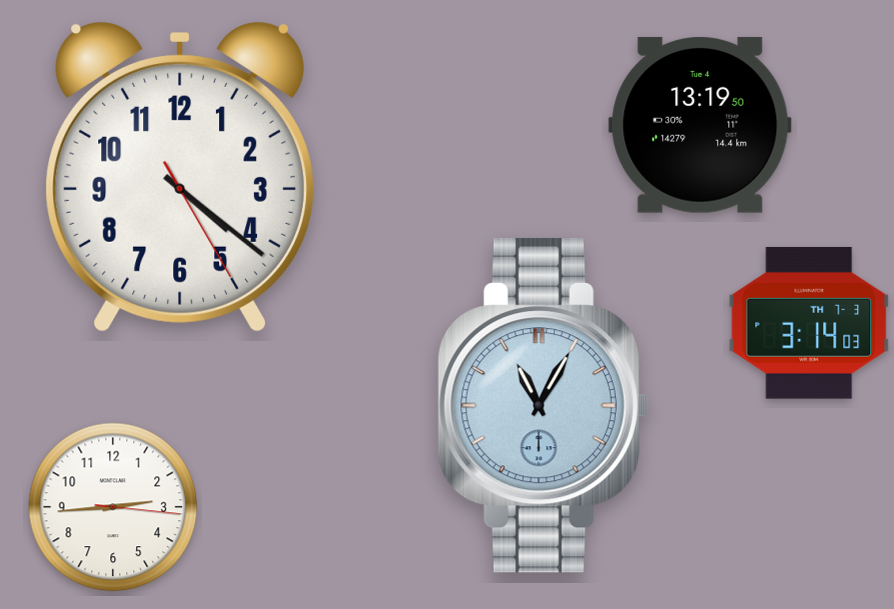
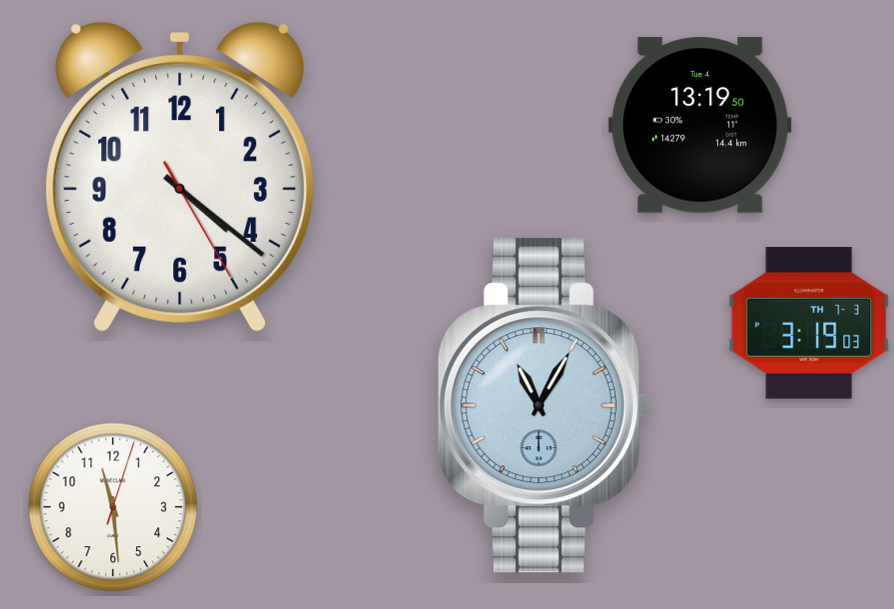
clock at (809, 323): 3:14 -> 3:19
clock at (113, 507): 2:44 -> 11:29
